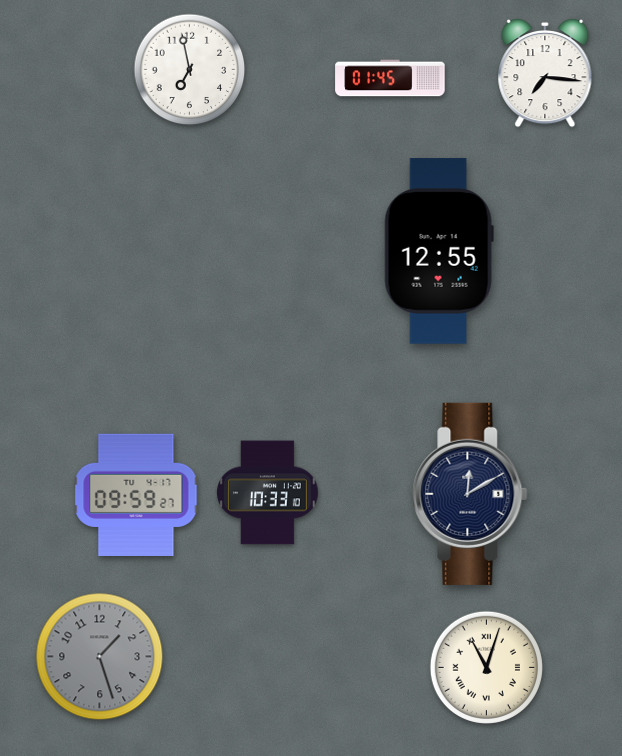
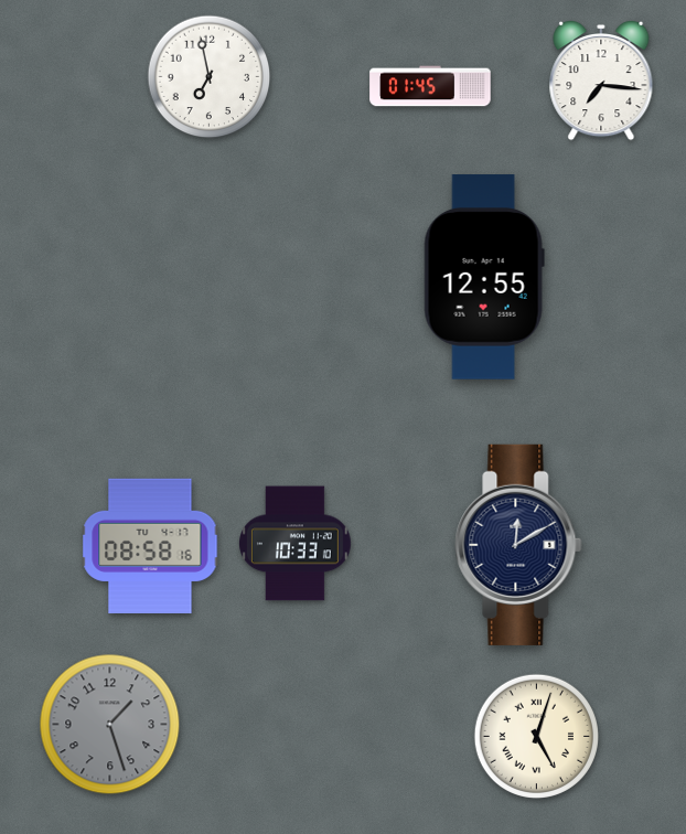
clock at (136, 494): 09:59 -> 08:58
clock at (486, 667): 11:03 -> 5:03
